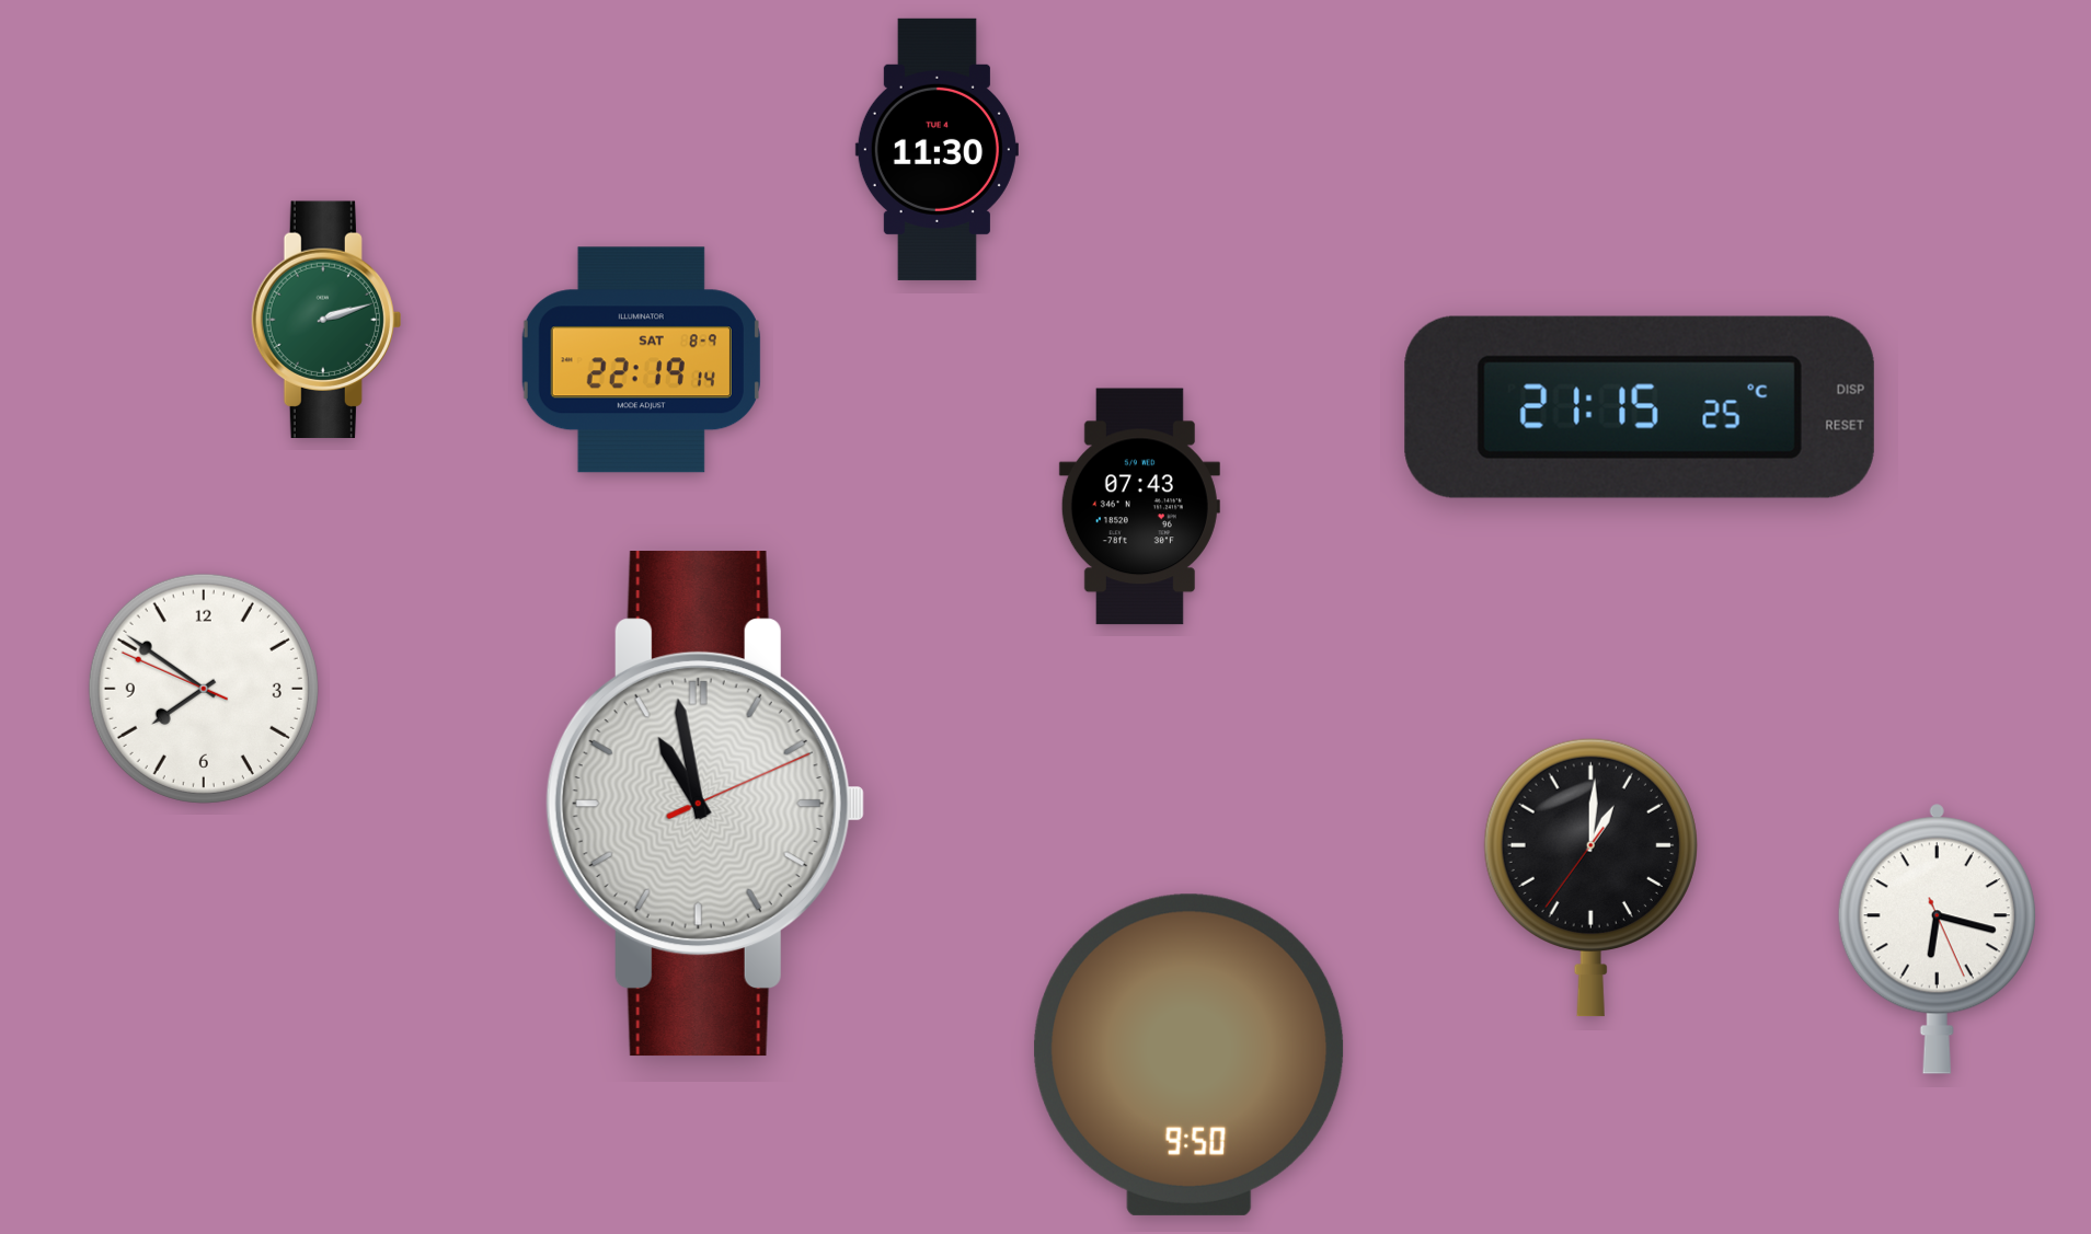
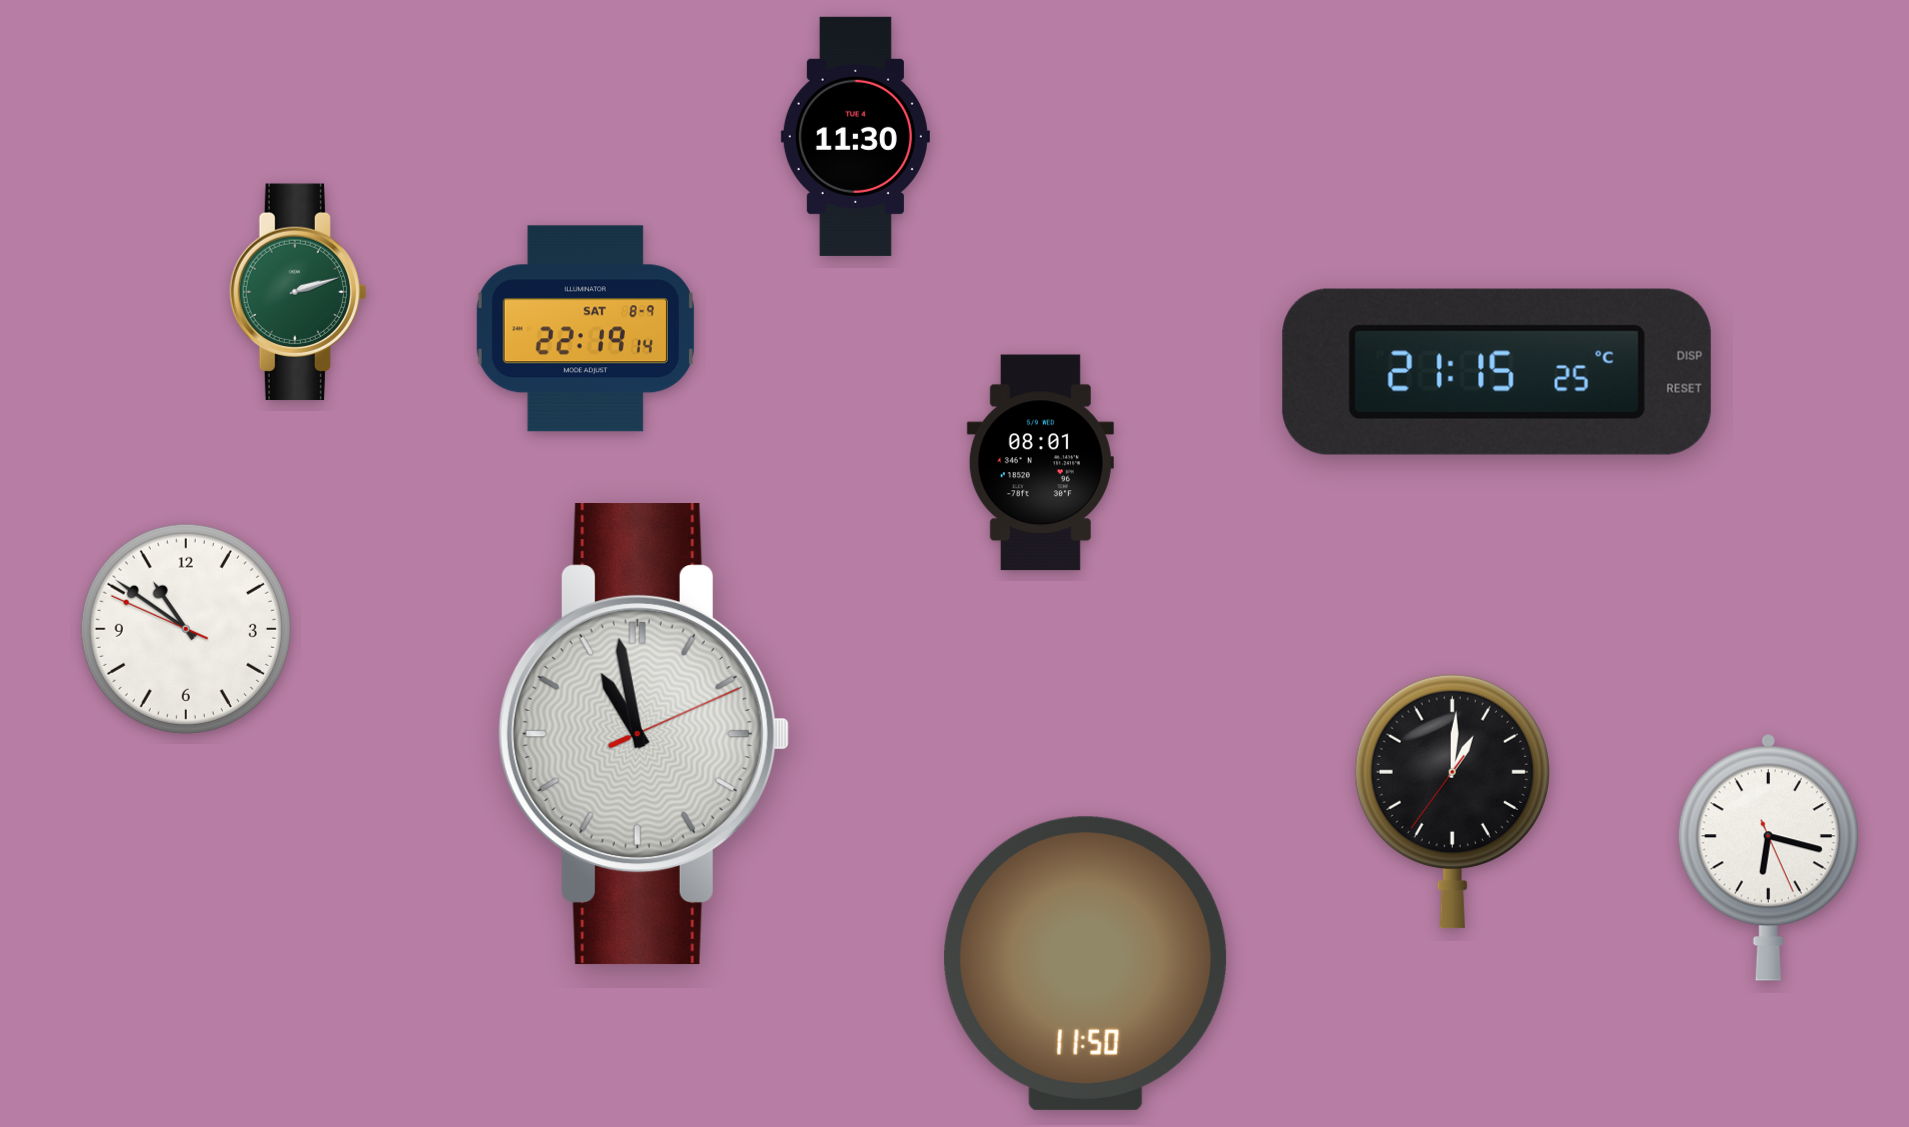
clock at (1139, 507): 07:43 -> 08:01
clock at (204, 689): 7:50 -> 10:50
clock at (1190, 1054): 9:50 -> 11:50
